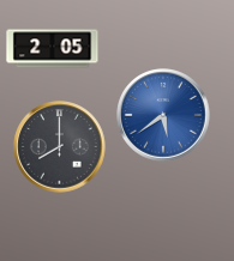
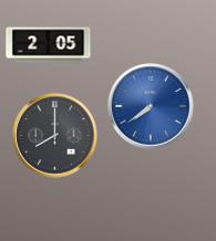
clock at (163, 115): 5:39 -> 7:39
